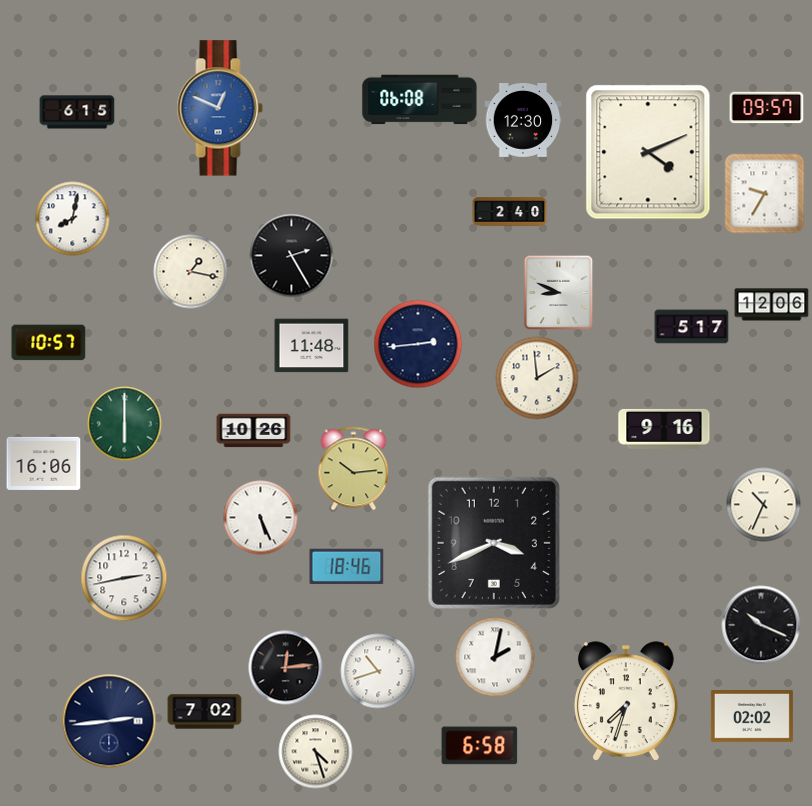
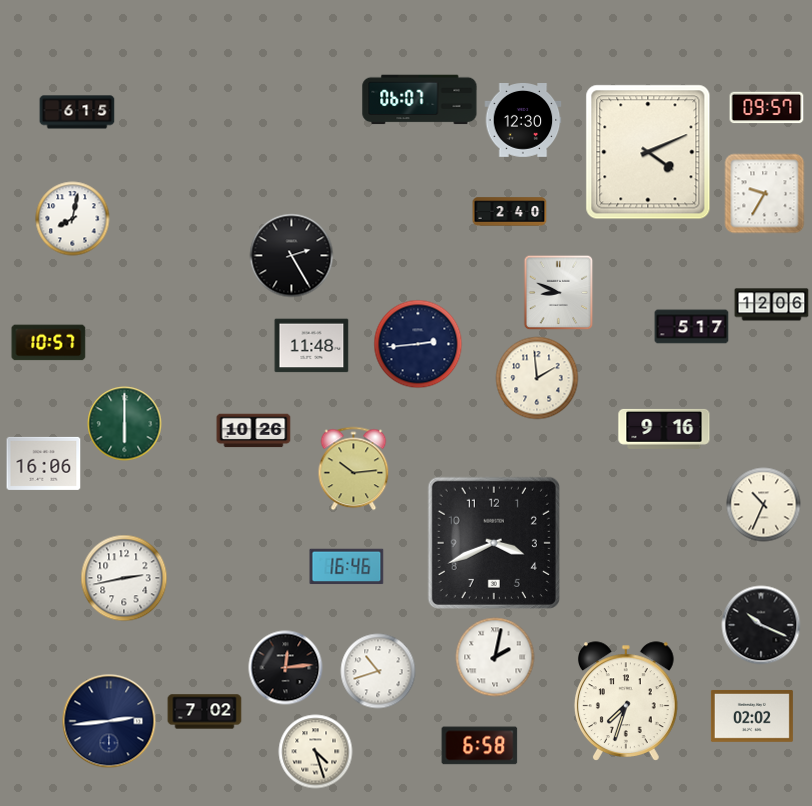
clock at (420, 100): 06:08 -> 06:07
clock at (220, 108): 12:49 -> none
clock at (191, 272): 1:17 -> none
clock at (261, 518): 5:26 -> none
clock at (347, 567): 18:46 -> 16:46
